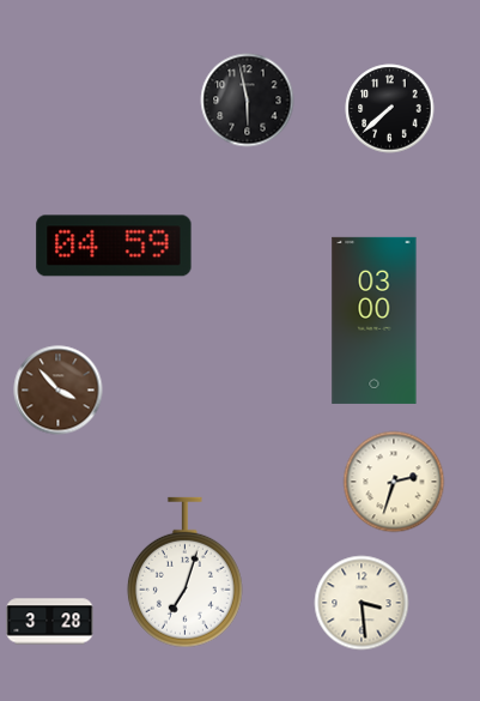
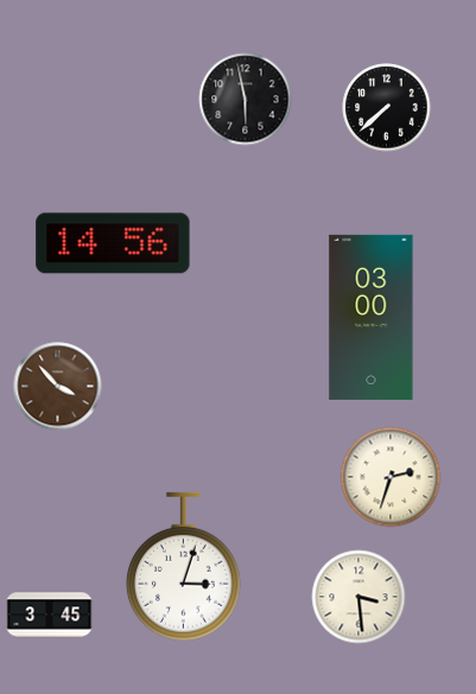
clock at (114, 246): 04:59 -> 14:56
clock at (184, 573): 7:03 -> 3:03
clock at (50, 622): 3:28 -> 3:45
